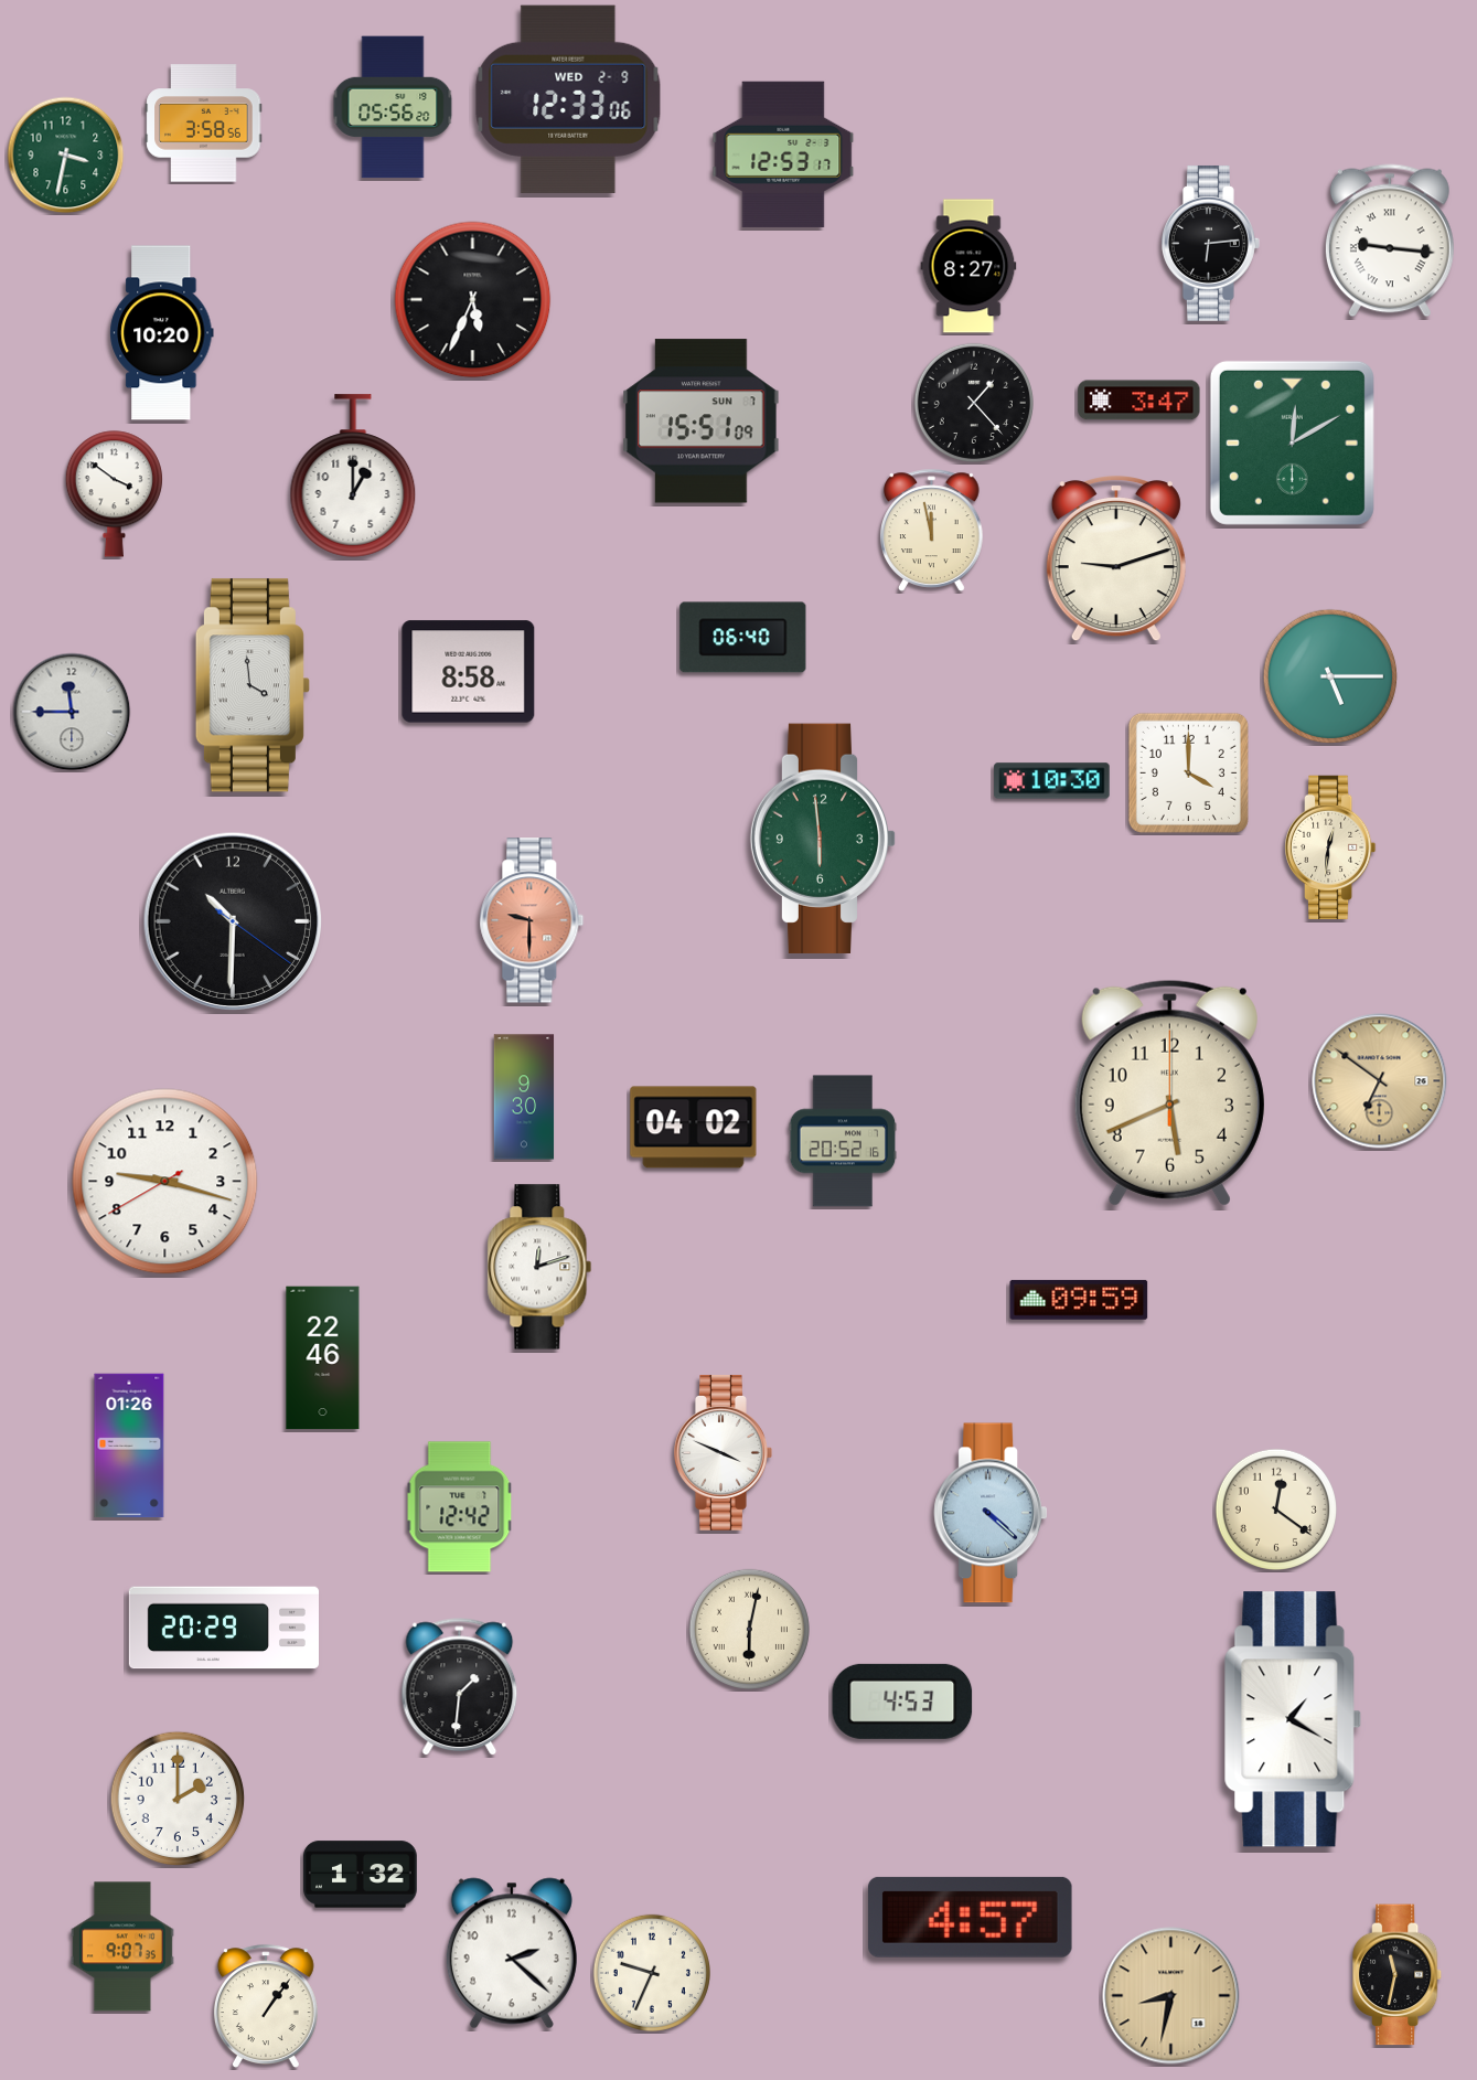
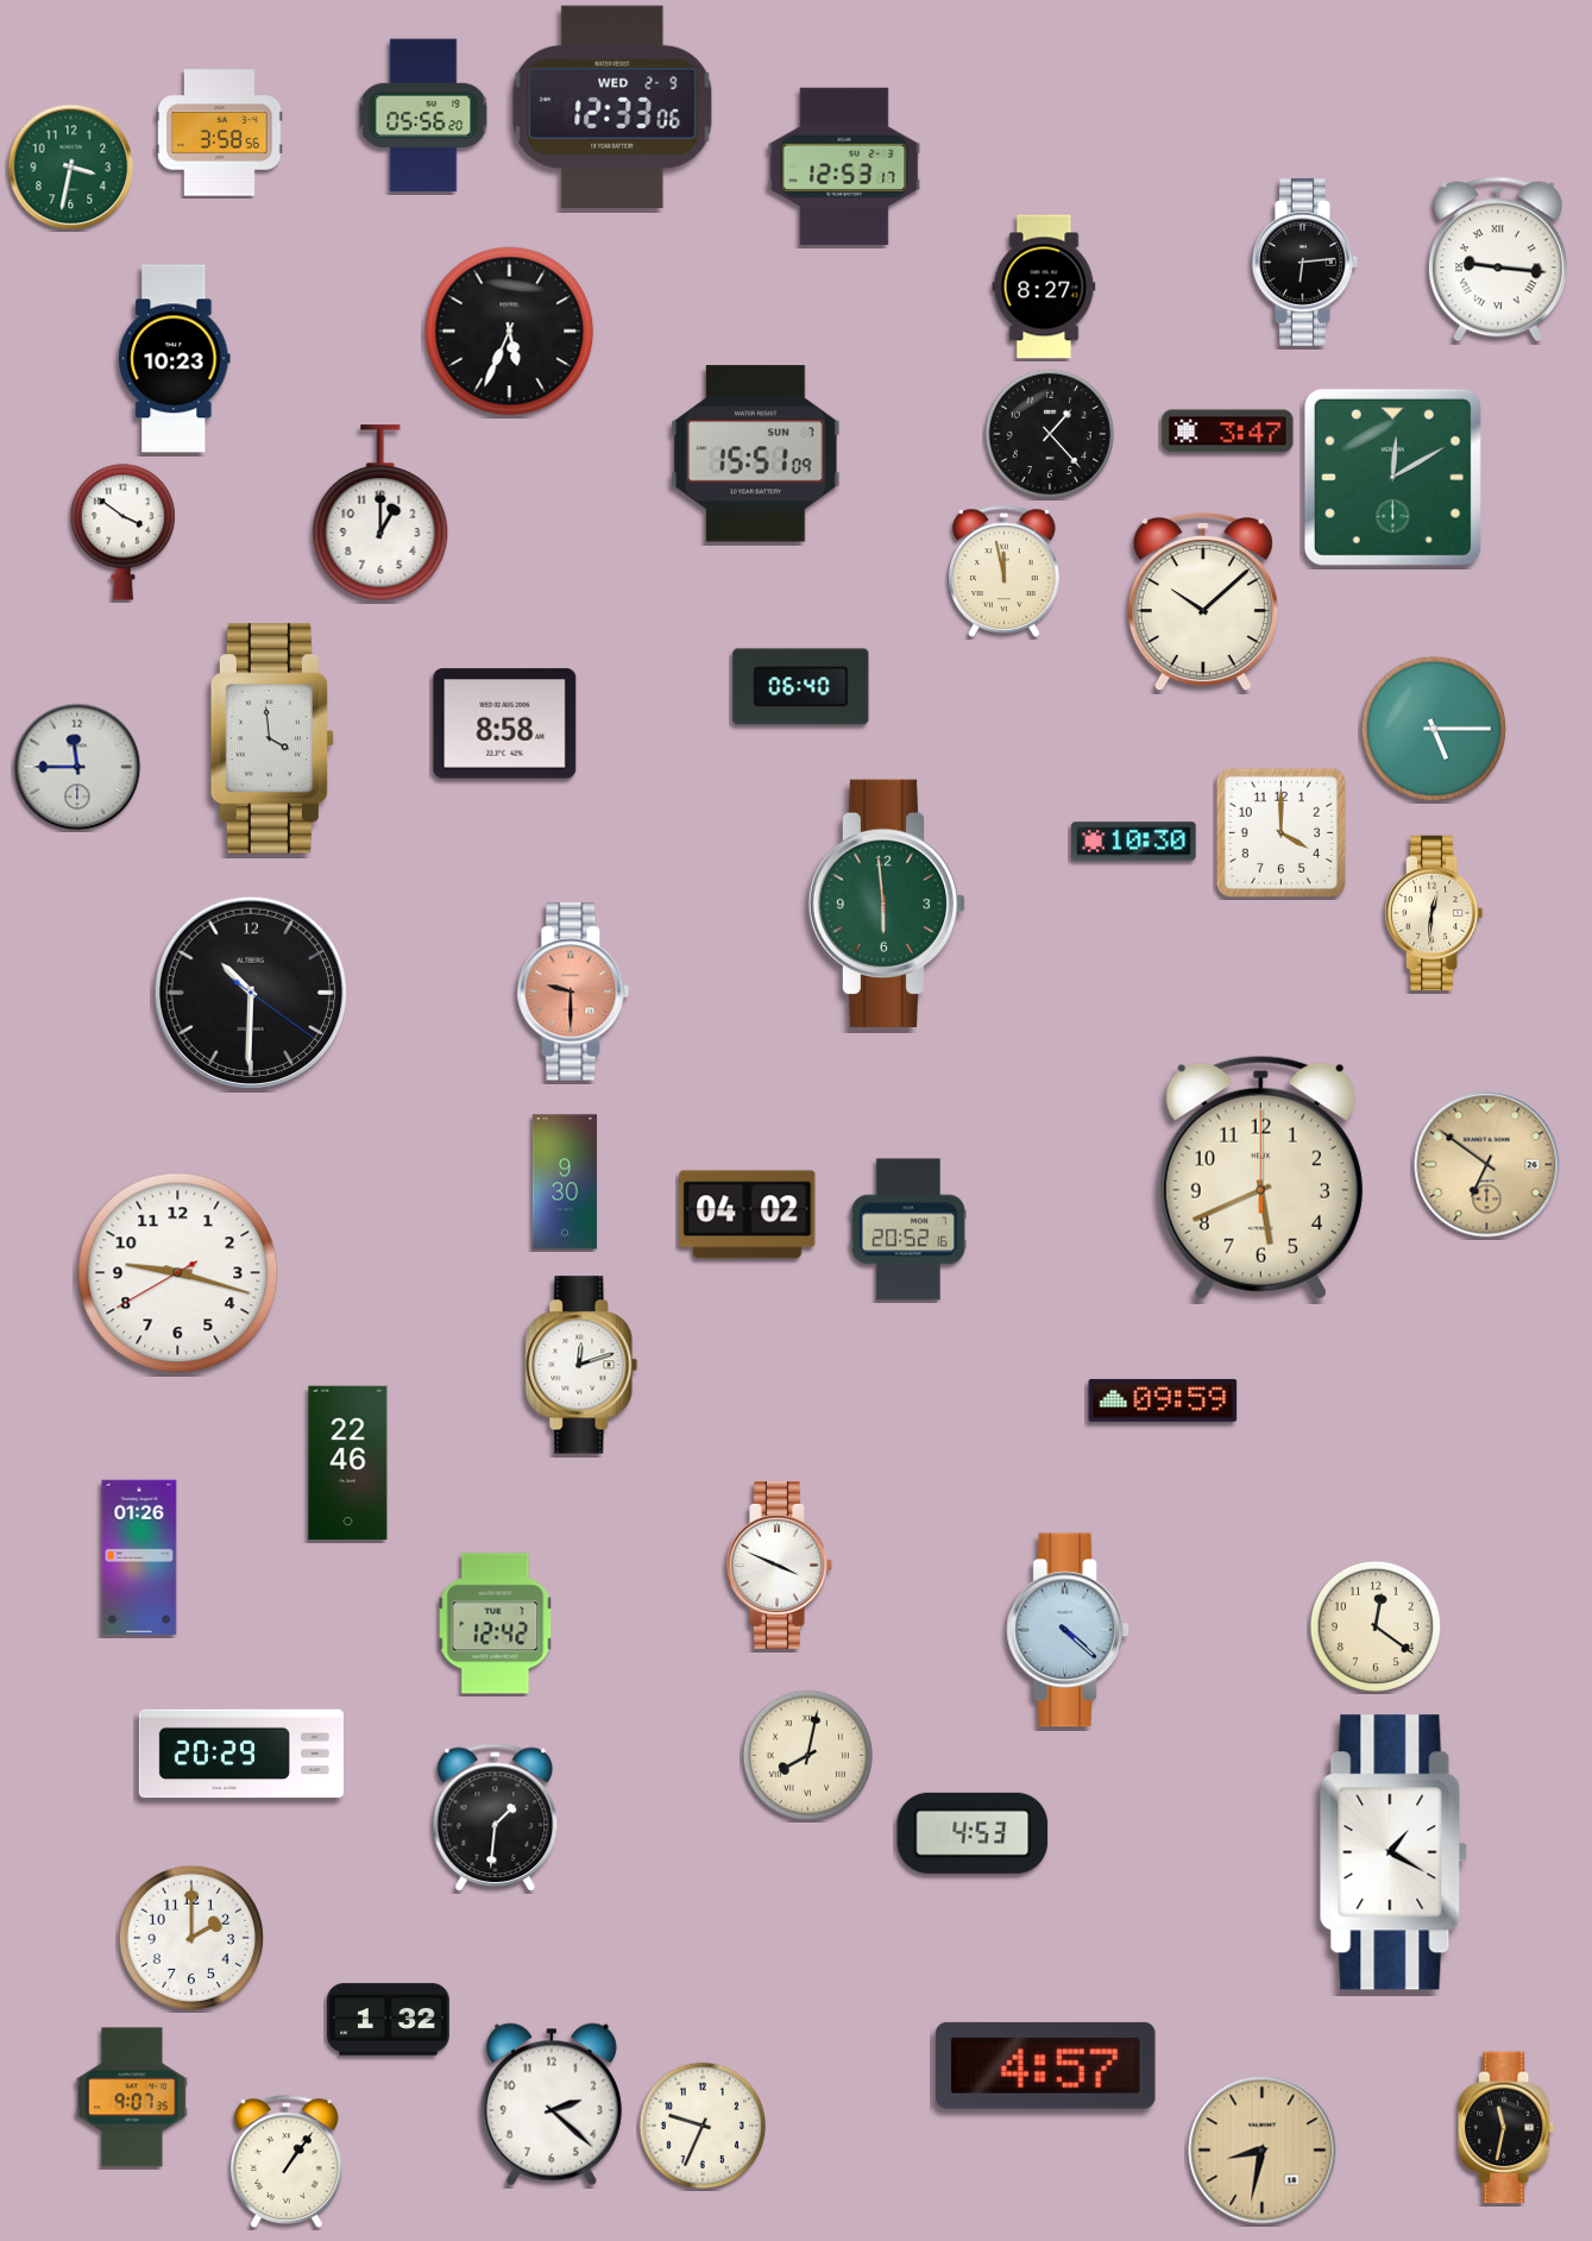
clock at (473, 300) position: (473, 300) -> (510, 332)
clock at (162, 333): 10:20 -> 10:23
clock at (1116, 559): 9:12 -> 10:08
clock at (749, 1629): 6:02 -> 8:02
